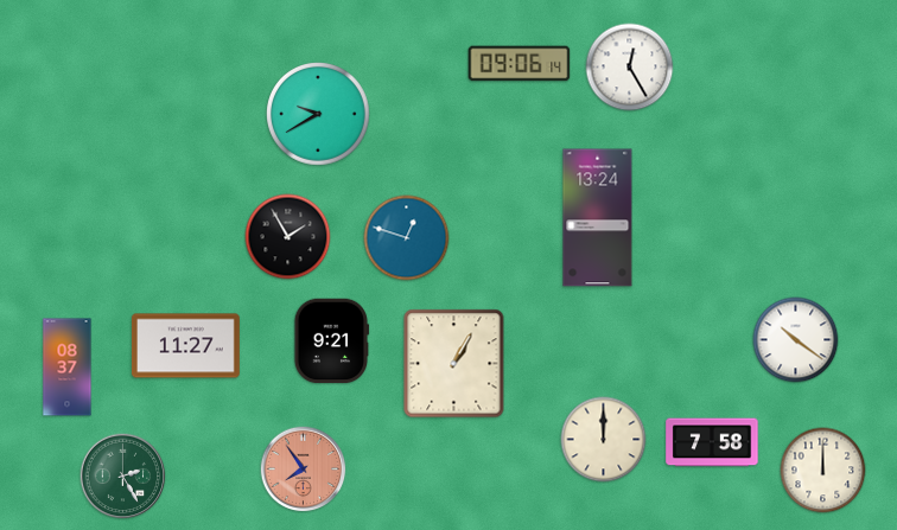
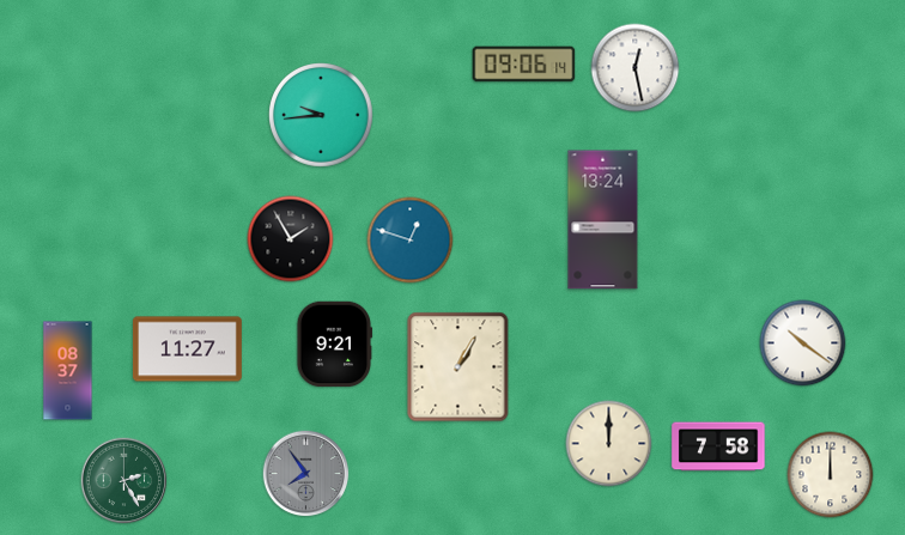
clock at (630, 68): 12:25 -> 12:28
clock at (319, 115): 9:40 -> 9:44
clock at (304, 470) dial: salmon -> grey
